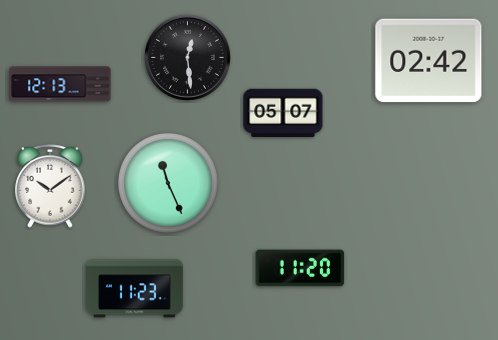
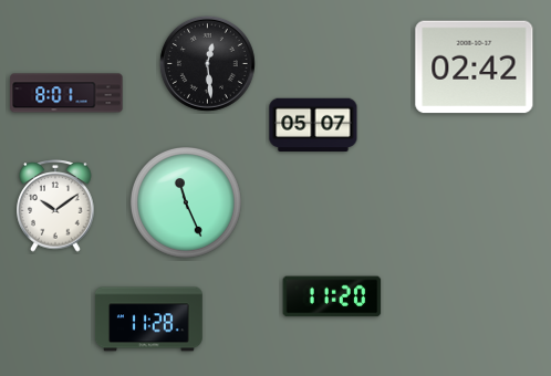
clock at (60, 84): 12:13 -> 8:01
clock at (134, 289): 11:23 -> 11:28
